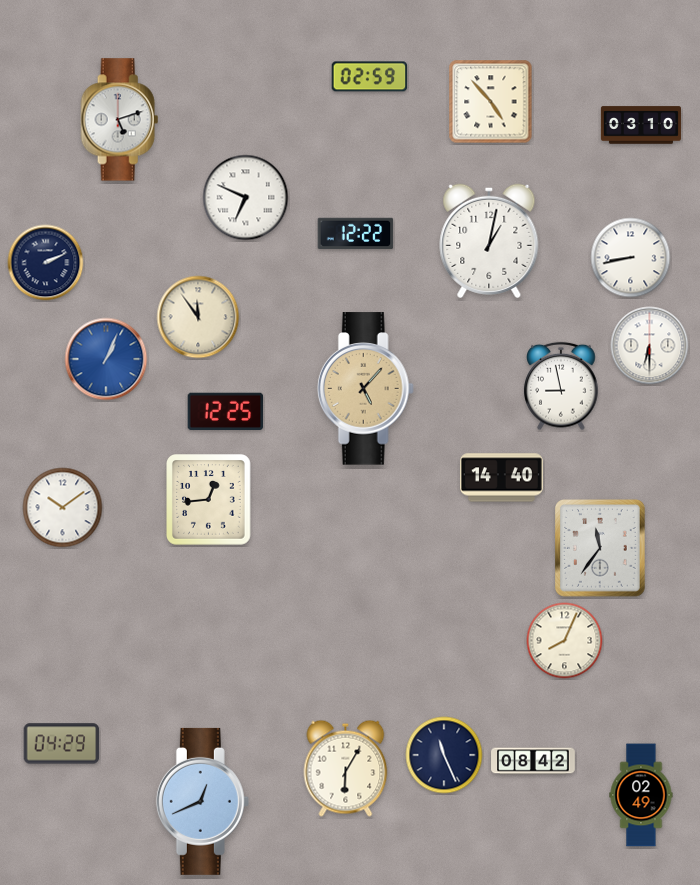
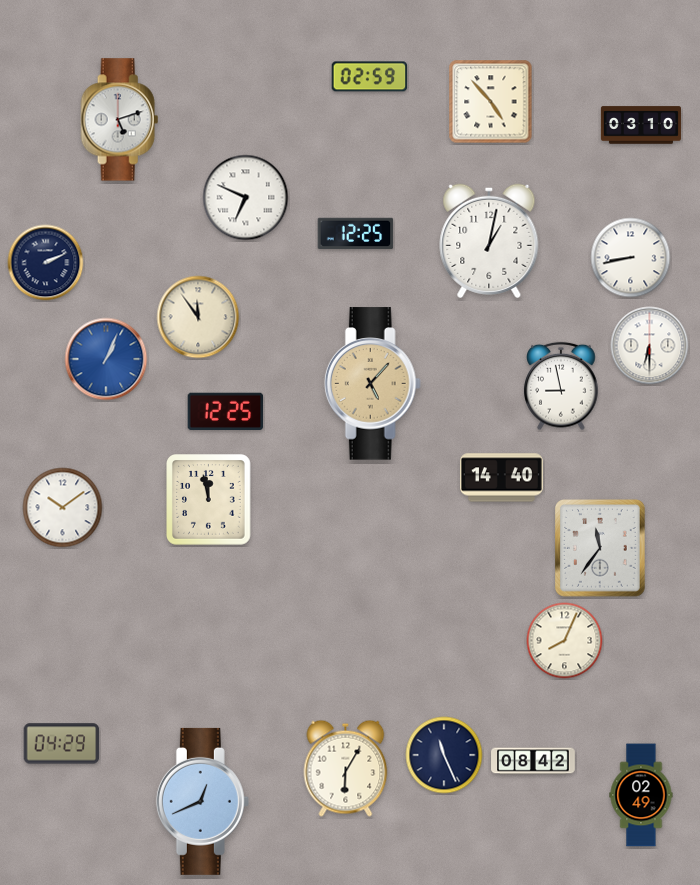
clock at (356, 234): 12:22 -> 12:25
clock at (365, 389) position: (365, 389) -> (372, 384)
clock at (209, 500): 12:44 -> 11:58
